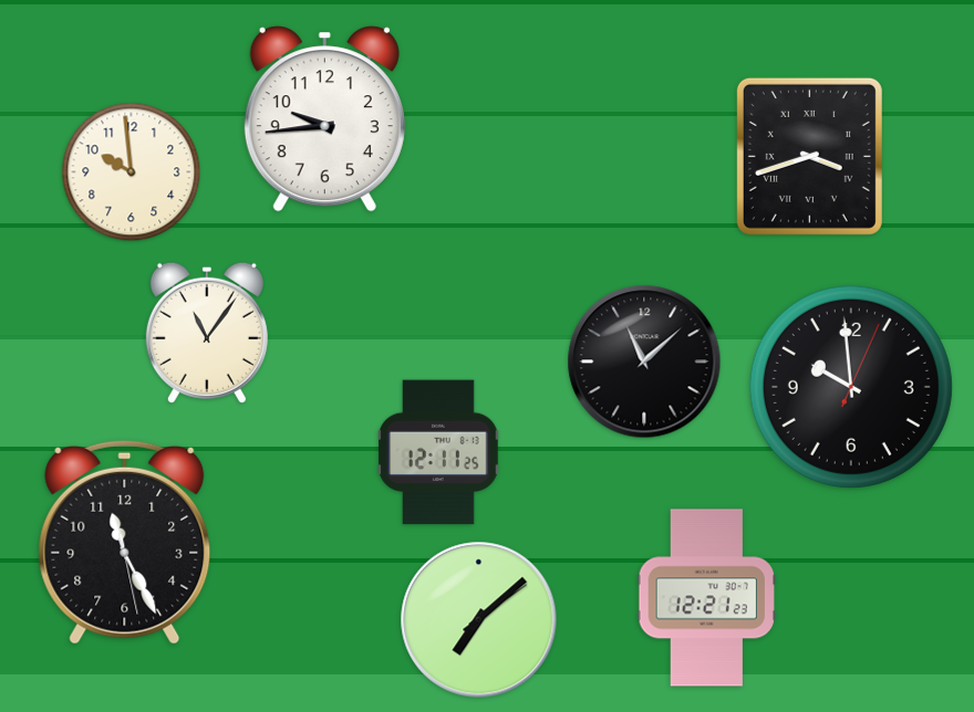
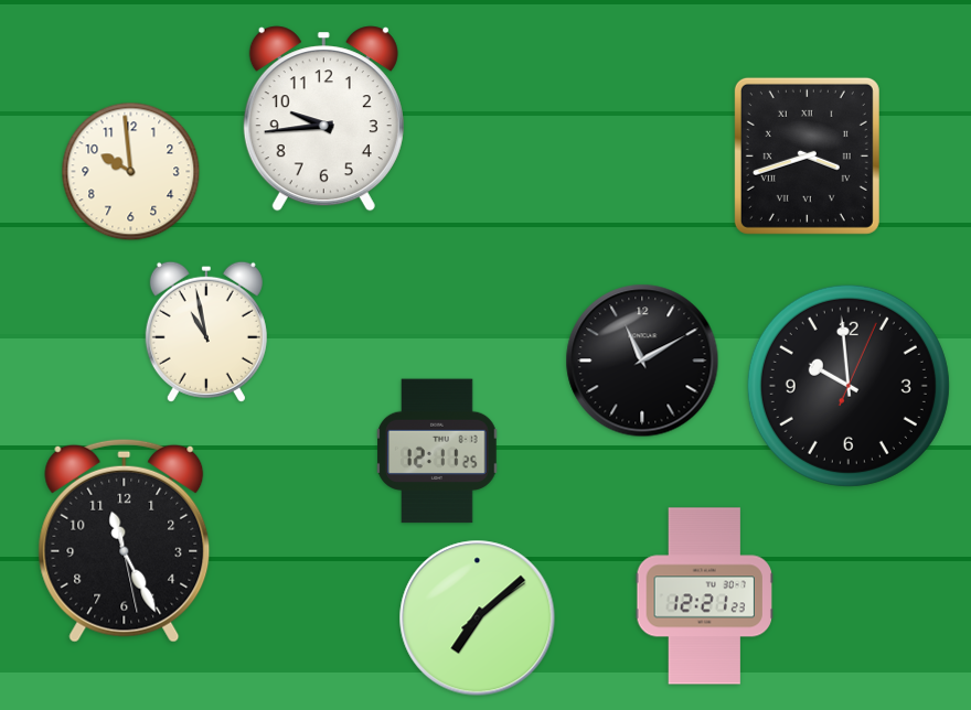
clock at (207, 333): 11:06 -> 10:58
clock at (644, 362): 11:08 -> 11:10
